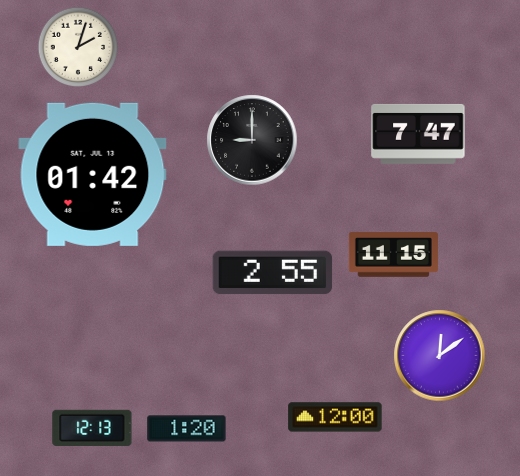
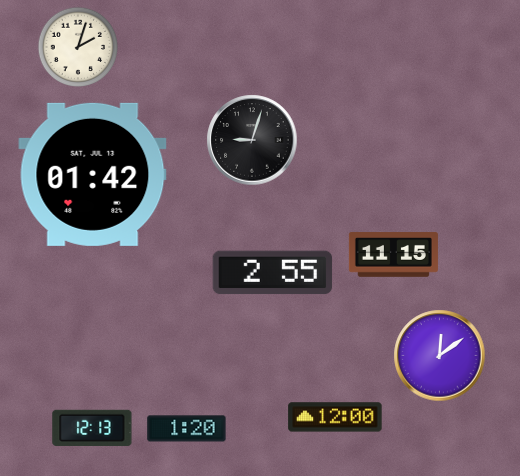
clock at (418, 134): 7:47 -> none
clock at (252, 140): 9:00 -> 9:03
